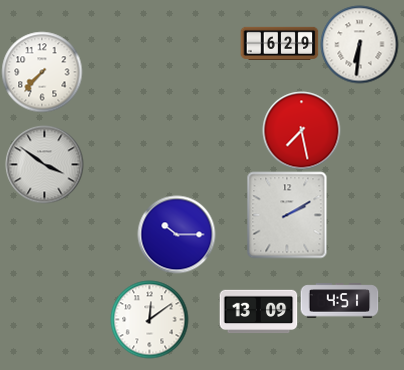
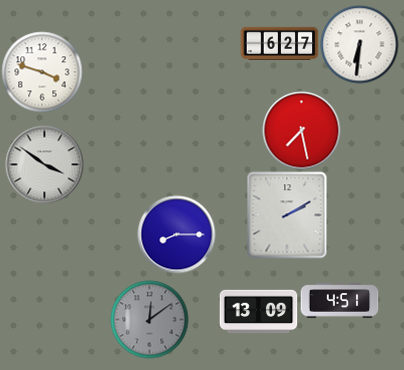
clock at (279, 43): 6:29 -> 6:27
clock at (42, 72): 7:37 -> 3:48
clock at (176, 234): 10:15 -> 8:15
clock at (149, 319) dial: white -> grey
